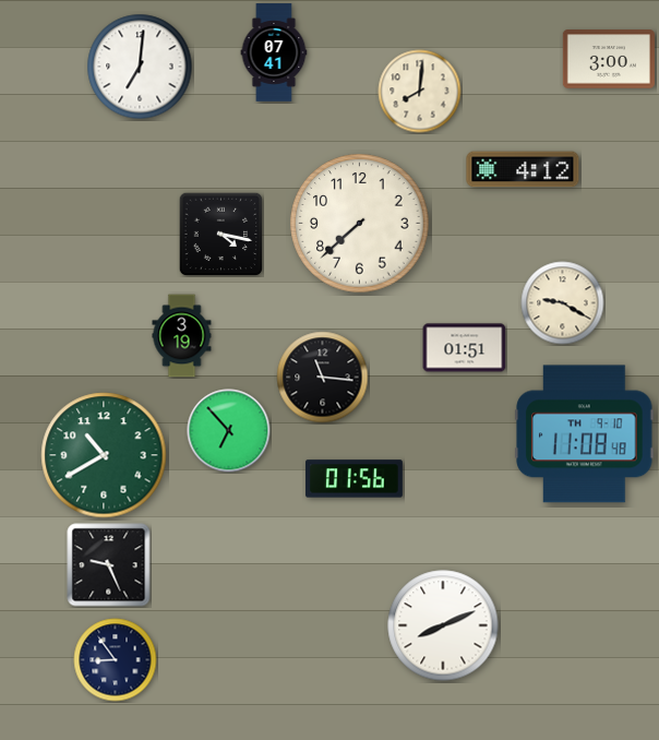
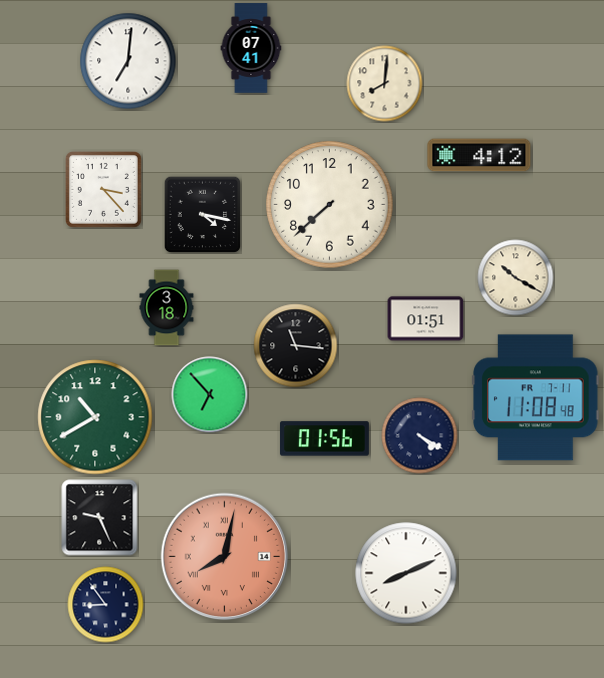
clock at (609, 59): 3:00 -> none
clock at (103, 189): none -> 3:23
clock at (563, 303): 9:20 -> 10:20
clock at (182, 336): 3:19 -> 3:18
clock at (585, 434) date: TH 9-10 -> FR 7-11
clock at (420, 436): none -> 4:20
clock at (225, 557): none -> 8:02
